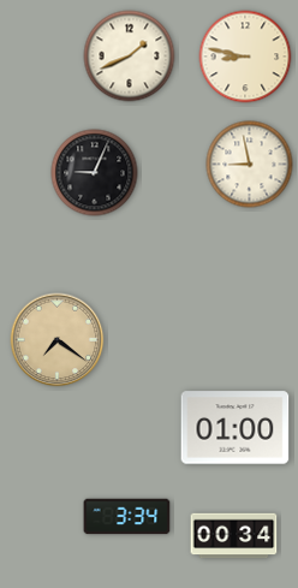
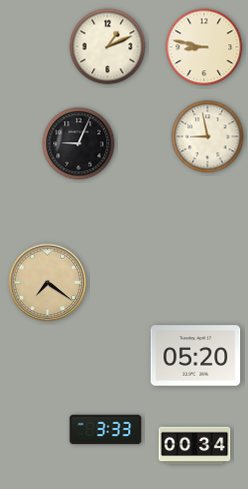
clock at (130, 57): 1:41 -> 1:11
clock at (236, 428): 01:00 -> 05:20
clock at (127, 517): 3:34 -> 3:33
